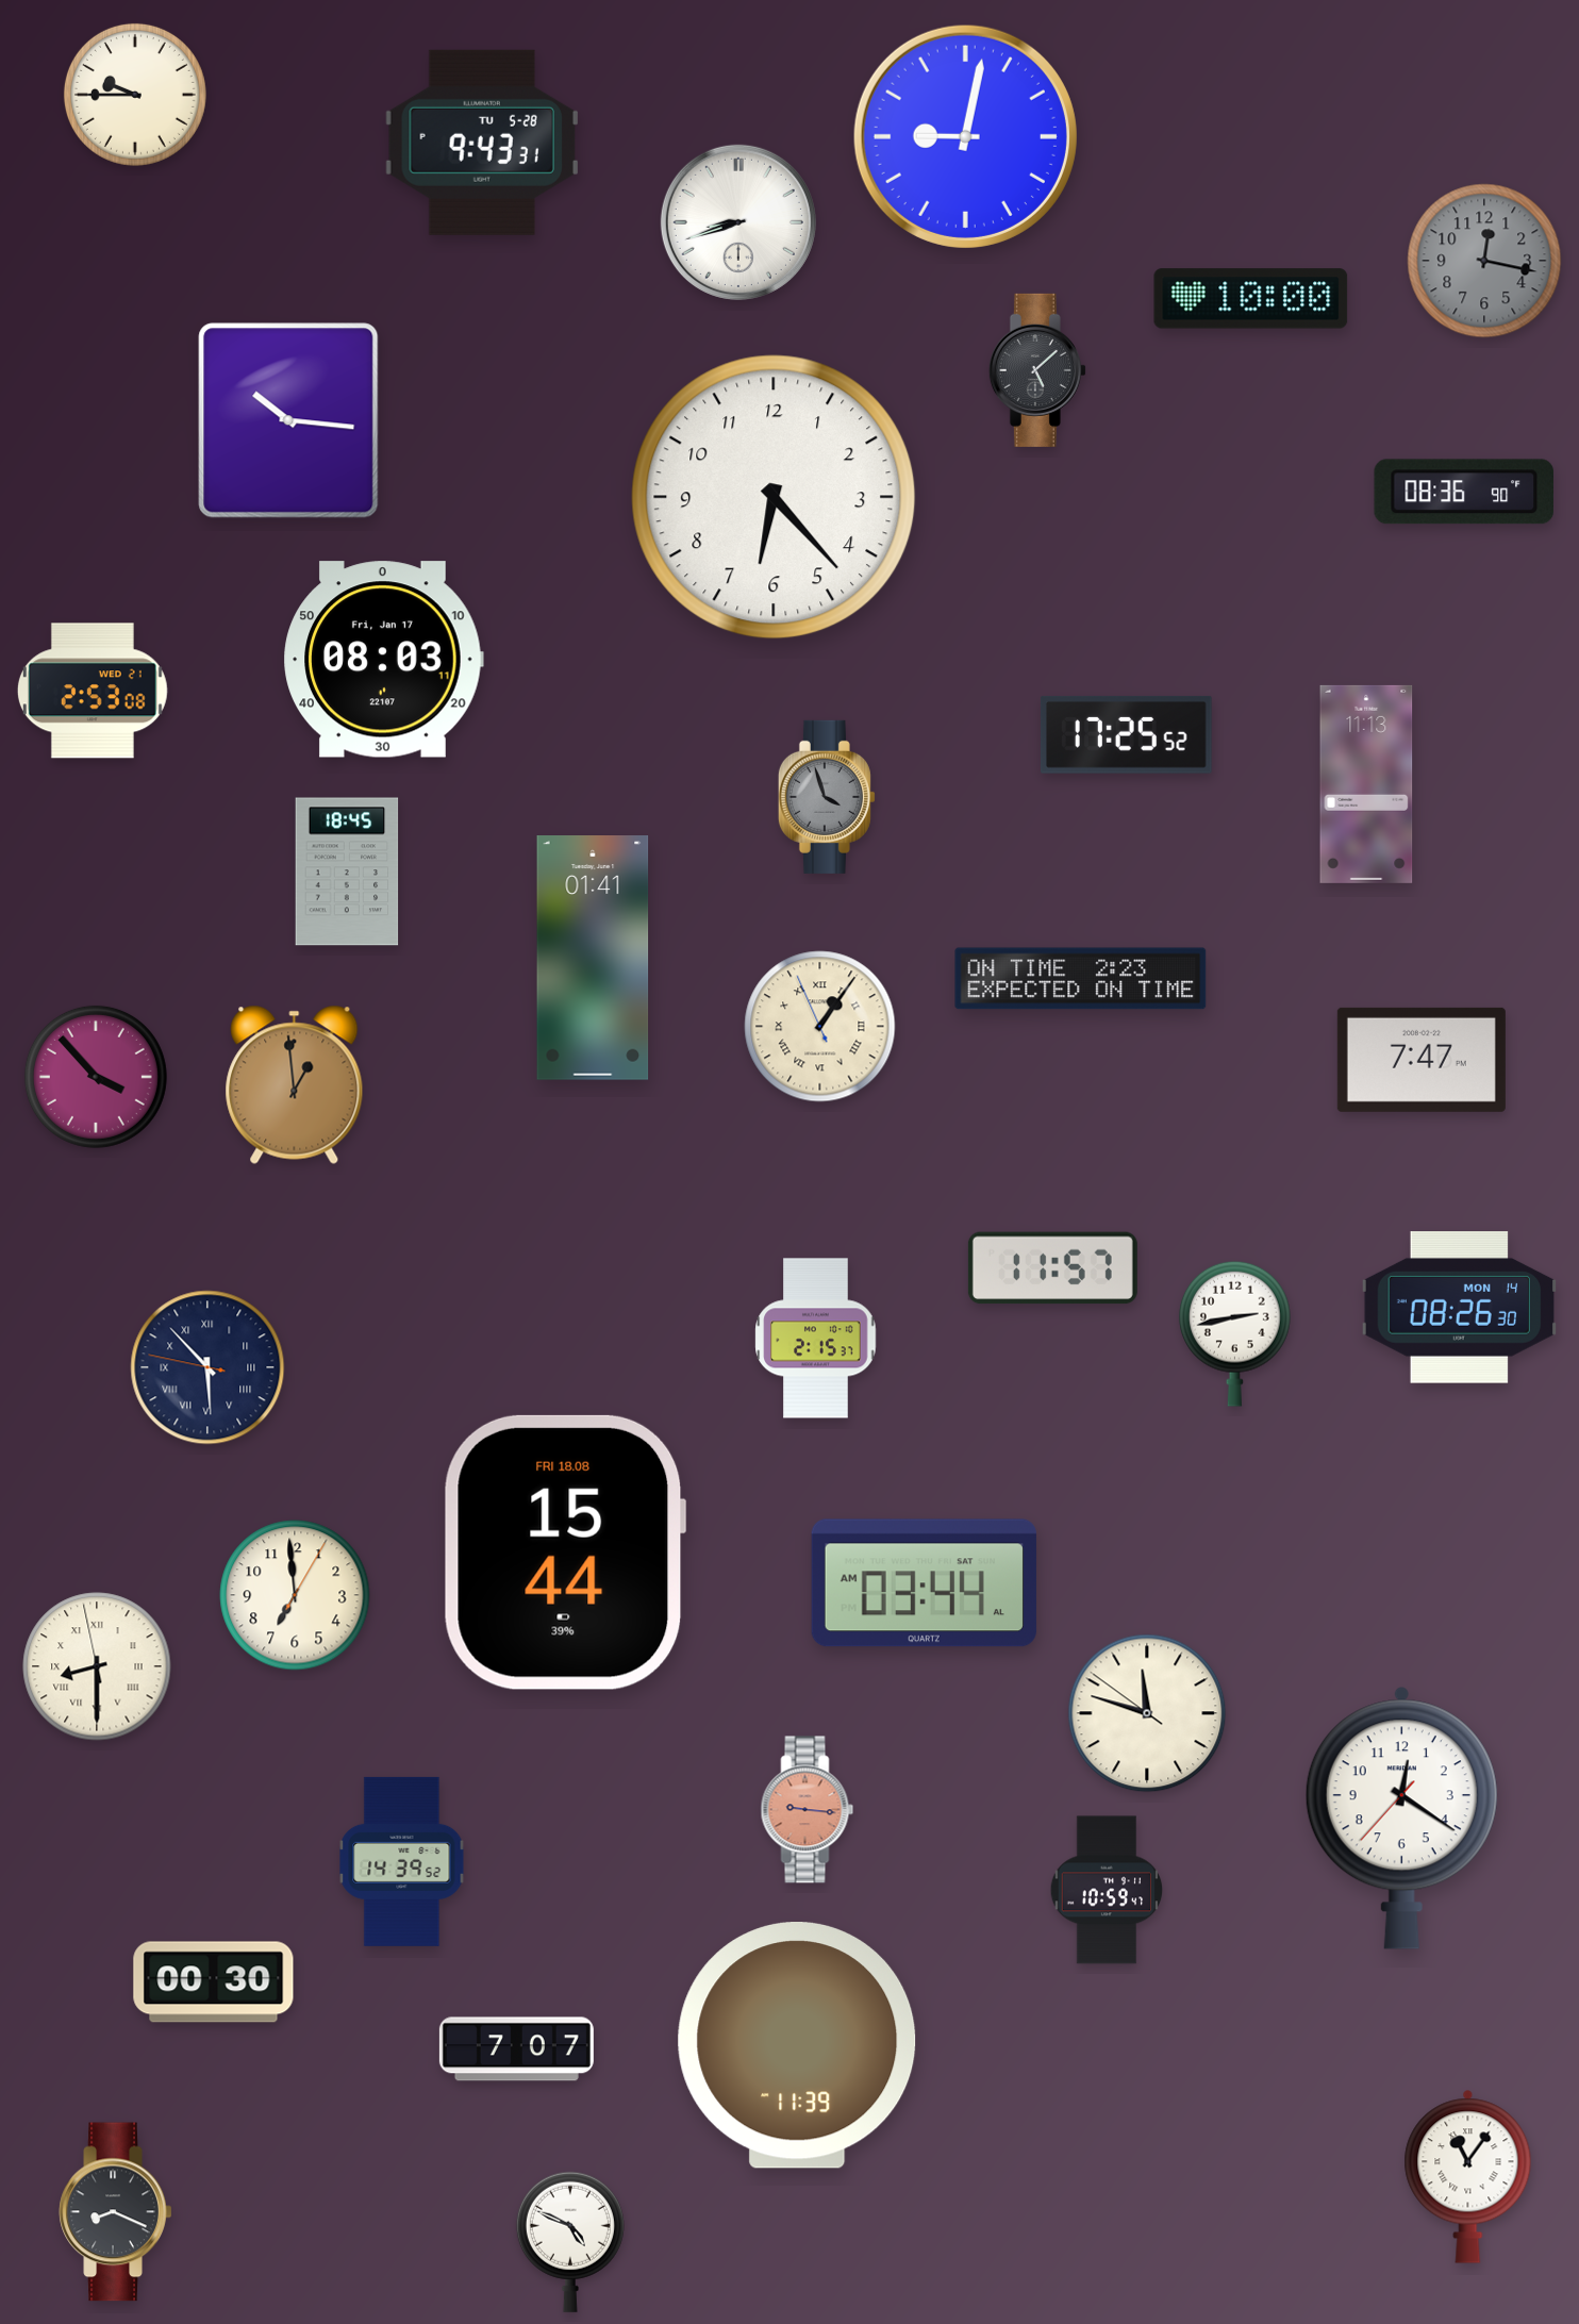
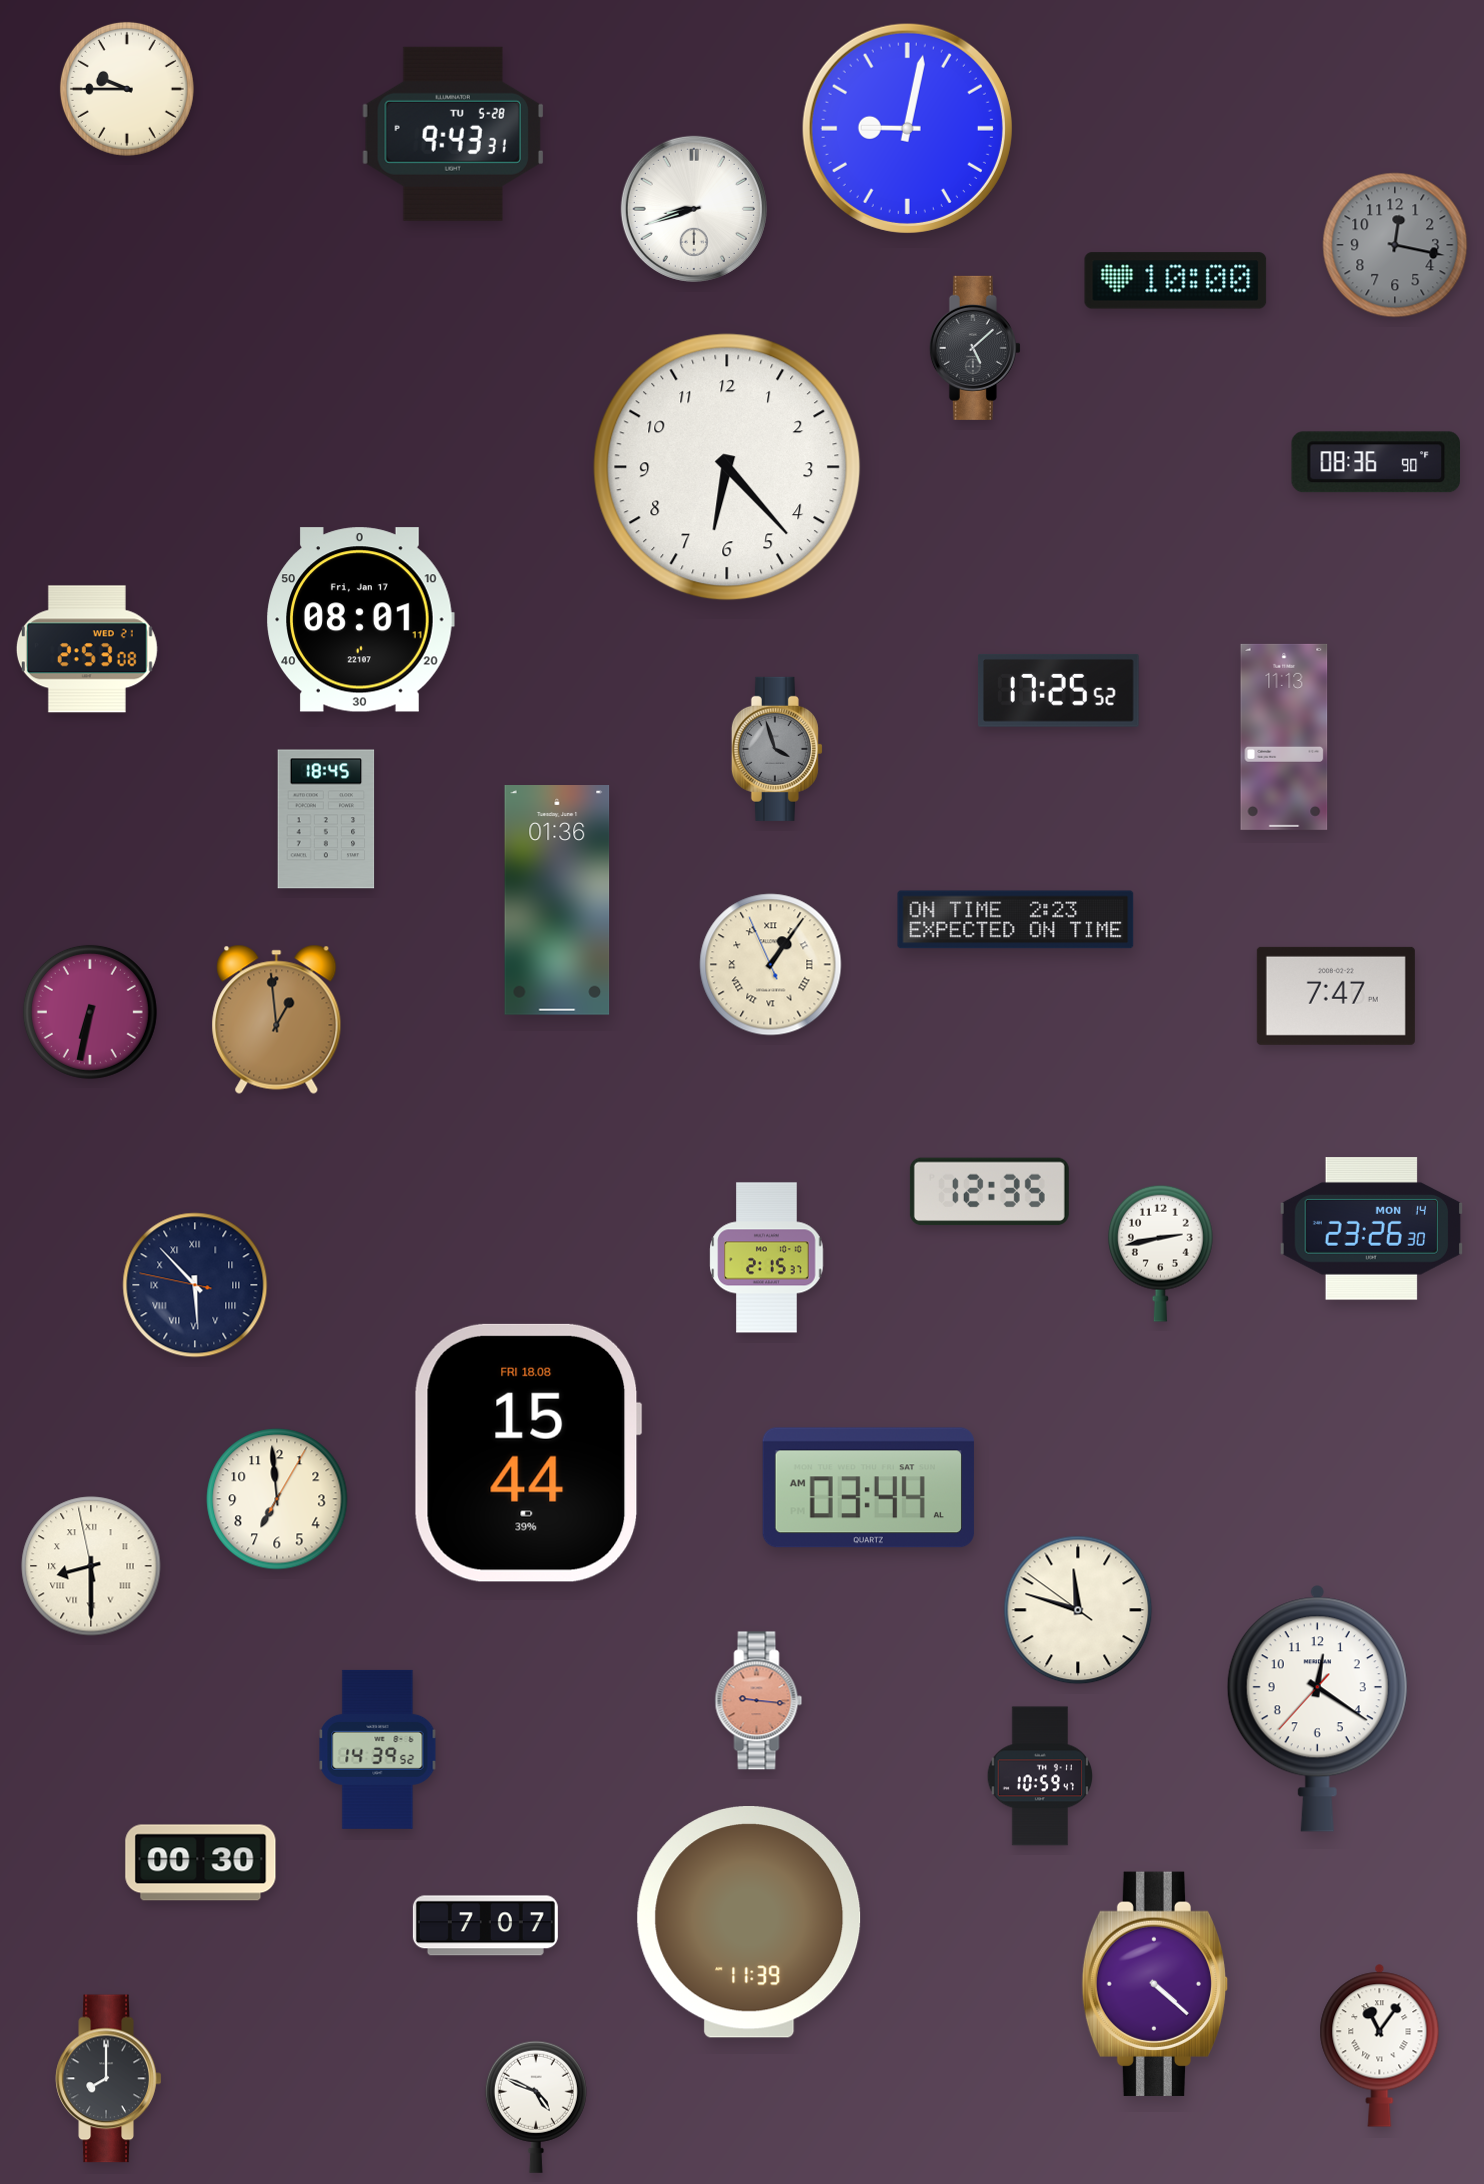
clock at (288, 420): 10:16 -> none
clock at (383, 660): 08:03 -> 08:01
clock at (593, 959): 01:41 -> 01:36
clock at (96, 1077): 3:53 -> 6:32
clock at (1052, 1268): 11:57 -> 12:35
clock at (1459, 1308): 08:26 -> 23:26
clock at (565, 1553) position: (565, 1553) -> (528, 1453)
clock at (1155, 1984): none -> 4:22
clock at (116, 2212): 8:19 -> 8:00
